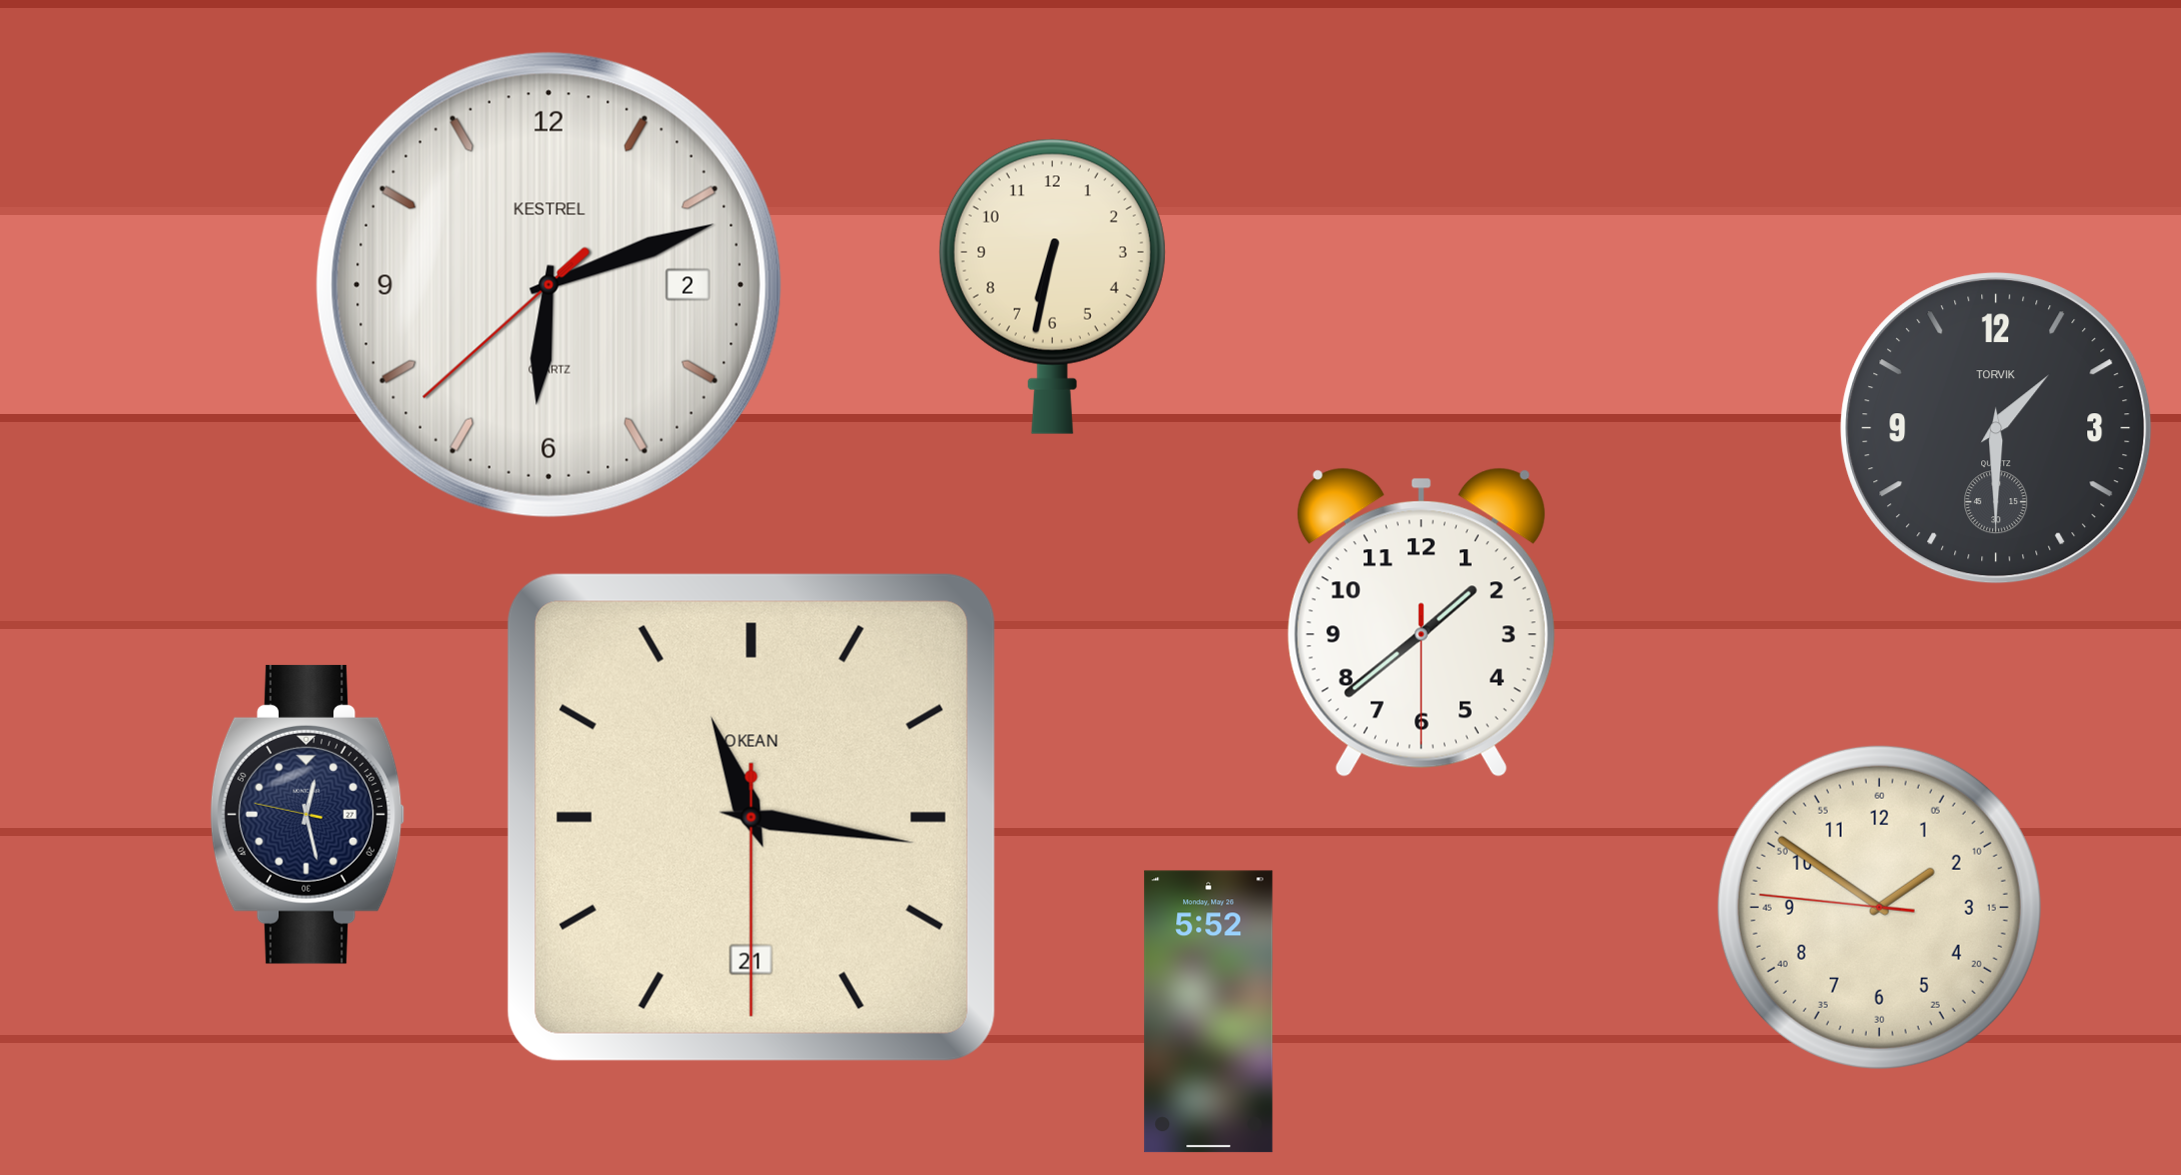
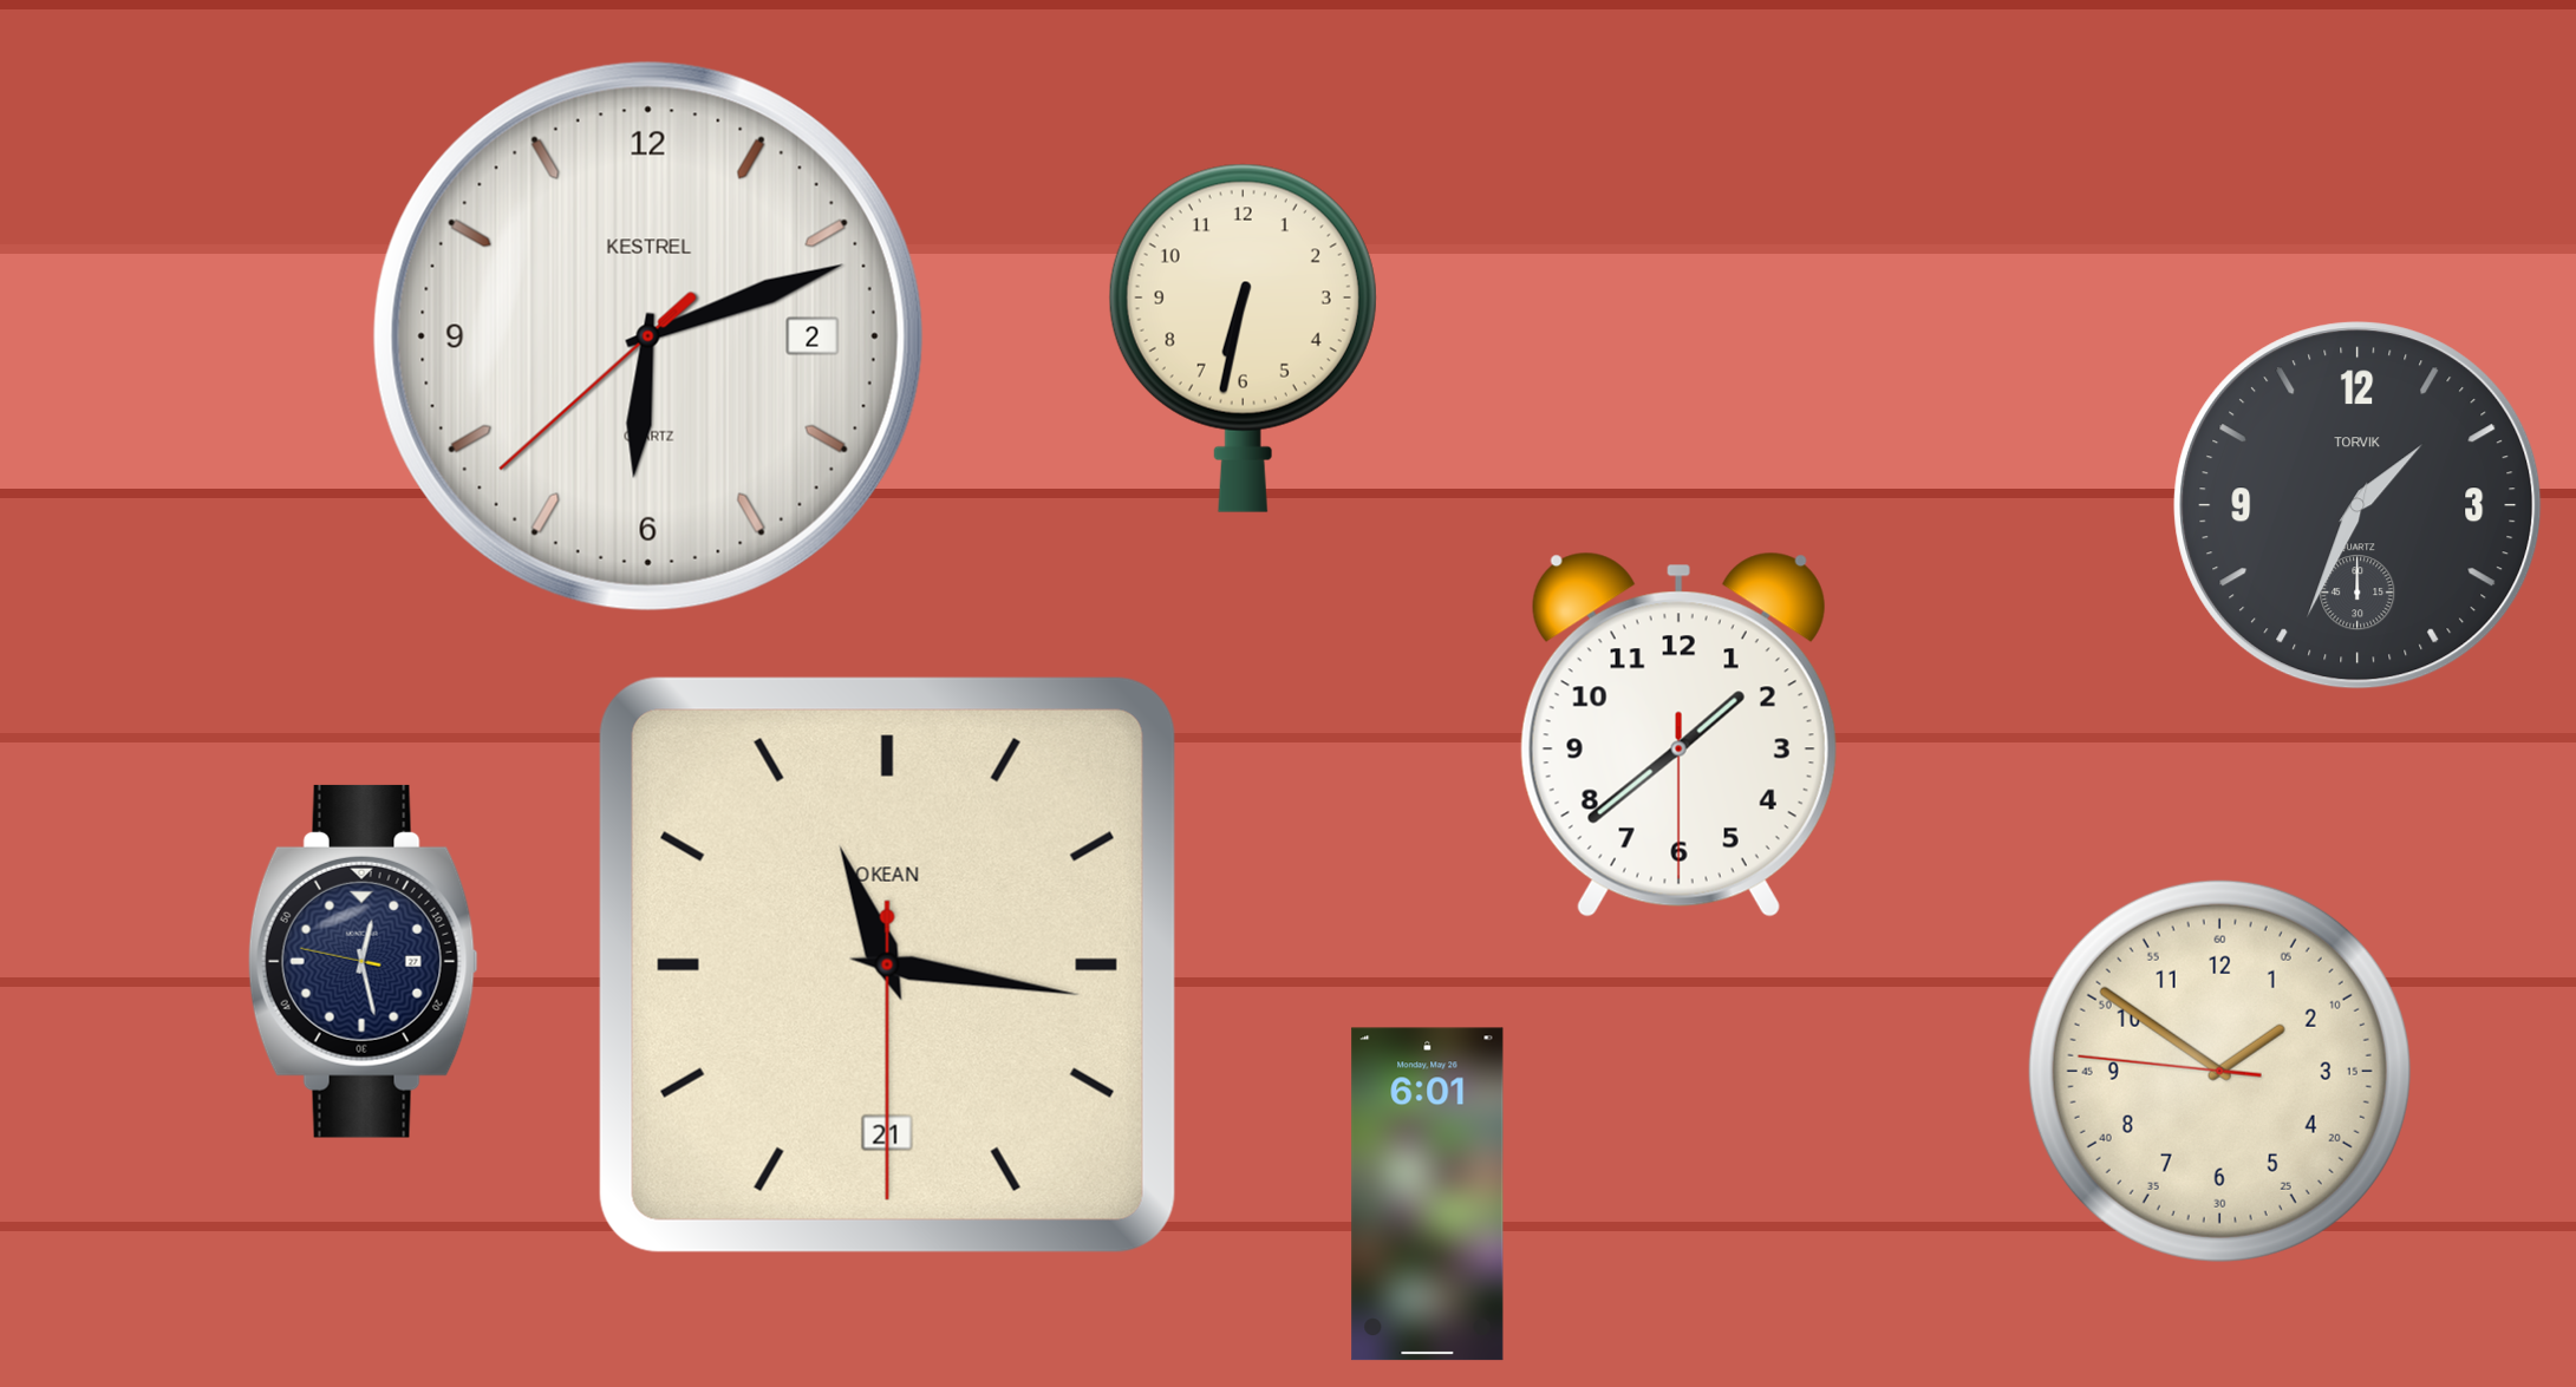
clock at (1996, 428): 1:30 -> 1:34
clock at (1209, 1012): 5:52 -> 6:01
